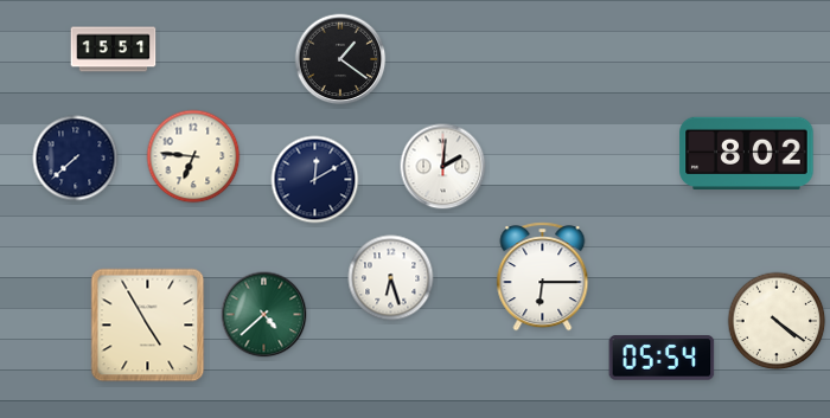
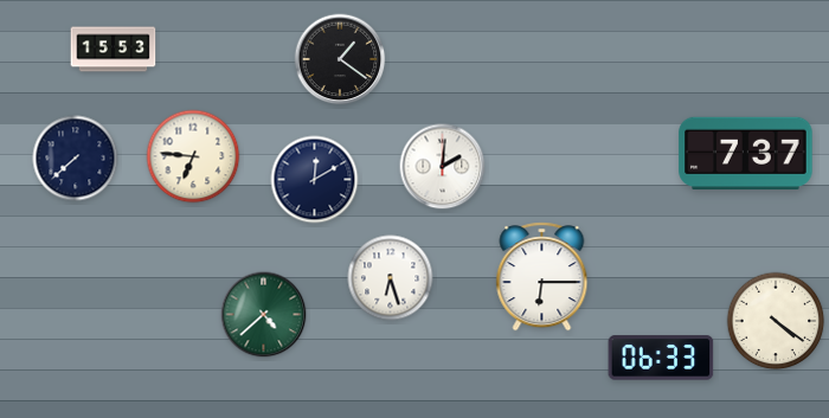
clock at (114, 50): 15:51 -> 15:53
clock at (747, 153): 8:02 -> 7:37
clock at (148, 326): 4:55 -> none
clock at (662, 358): 05:54 -> 06:33
